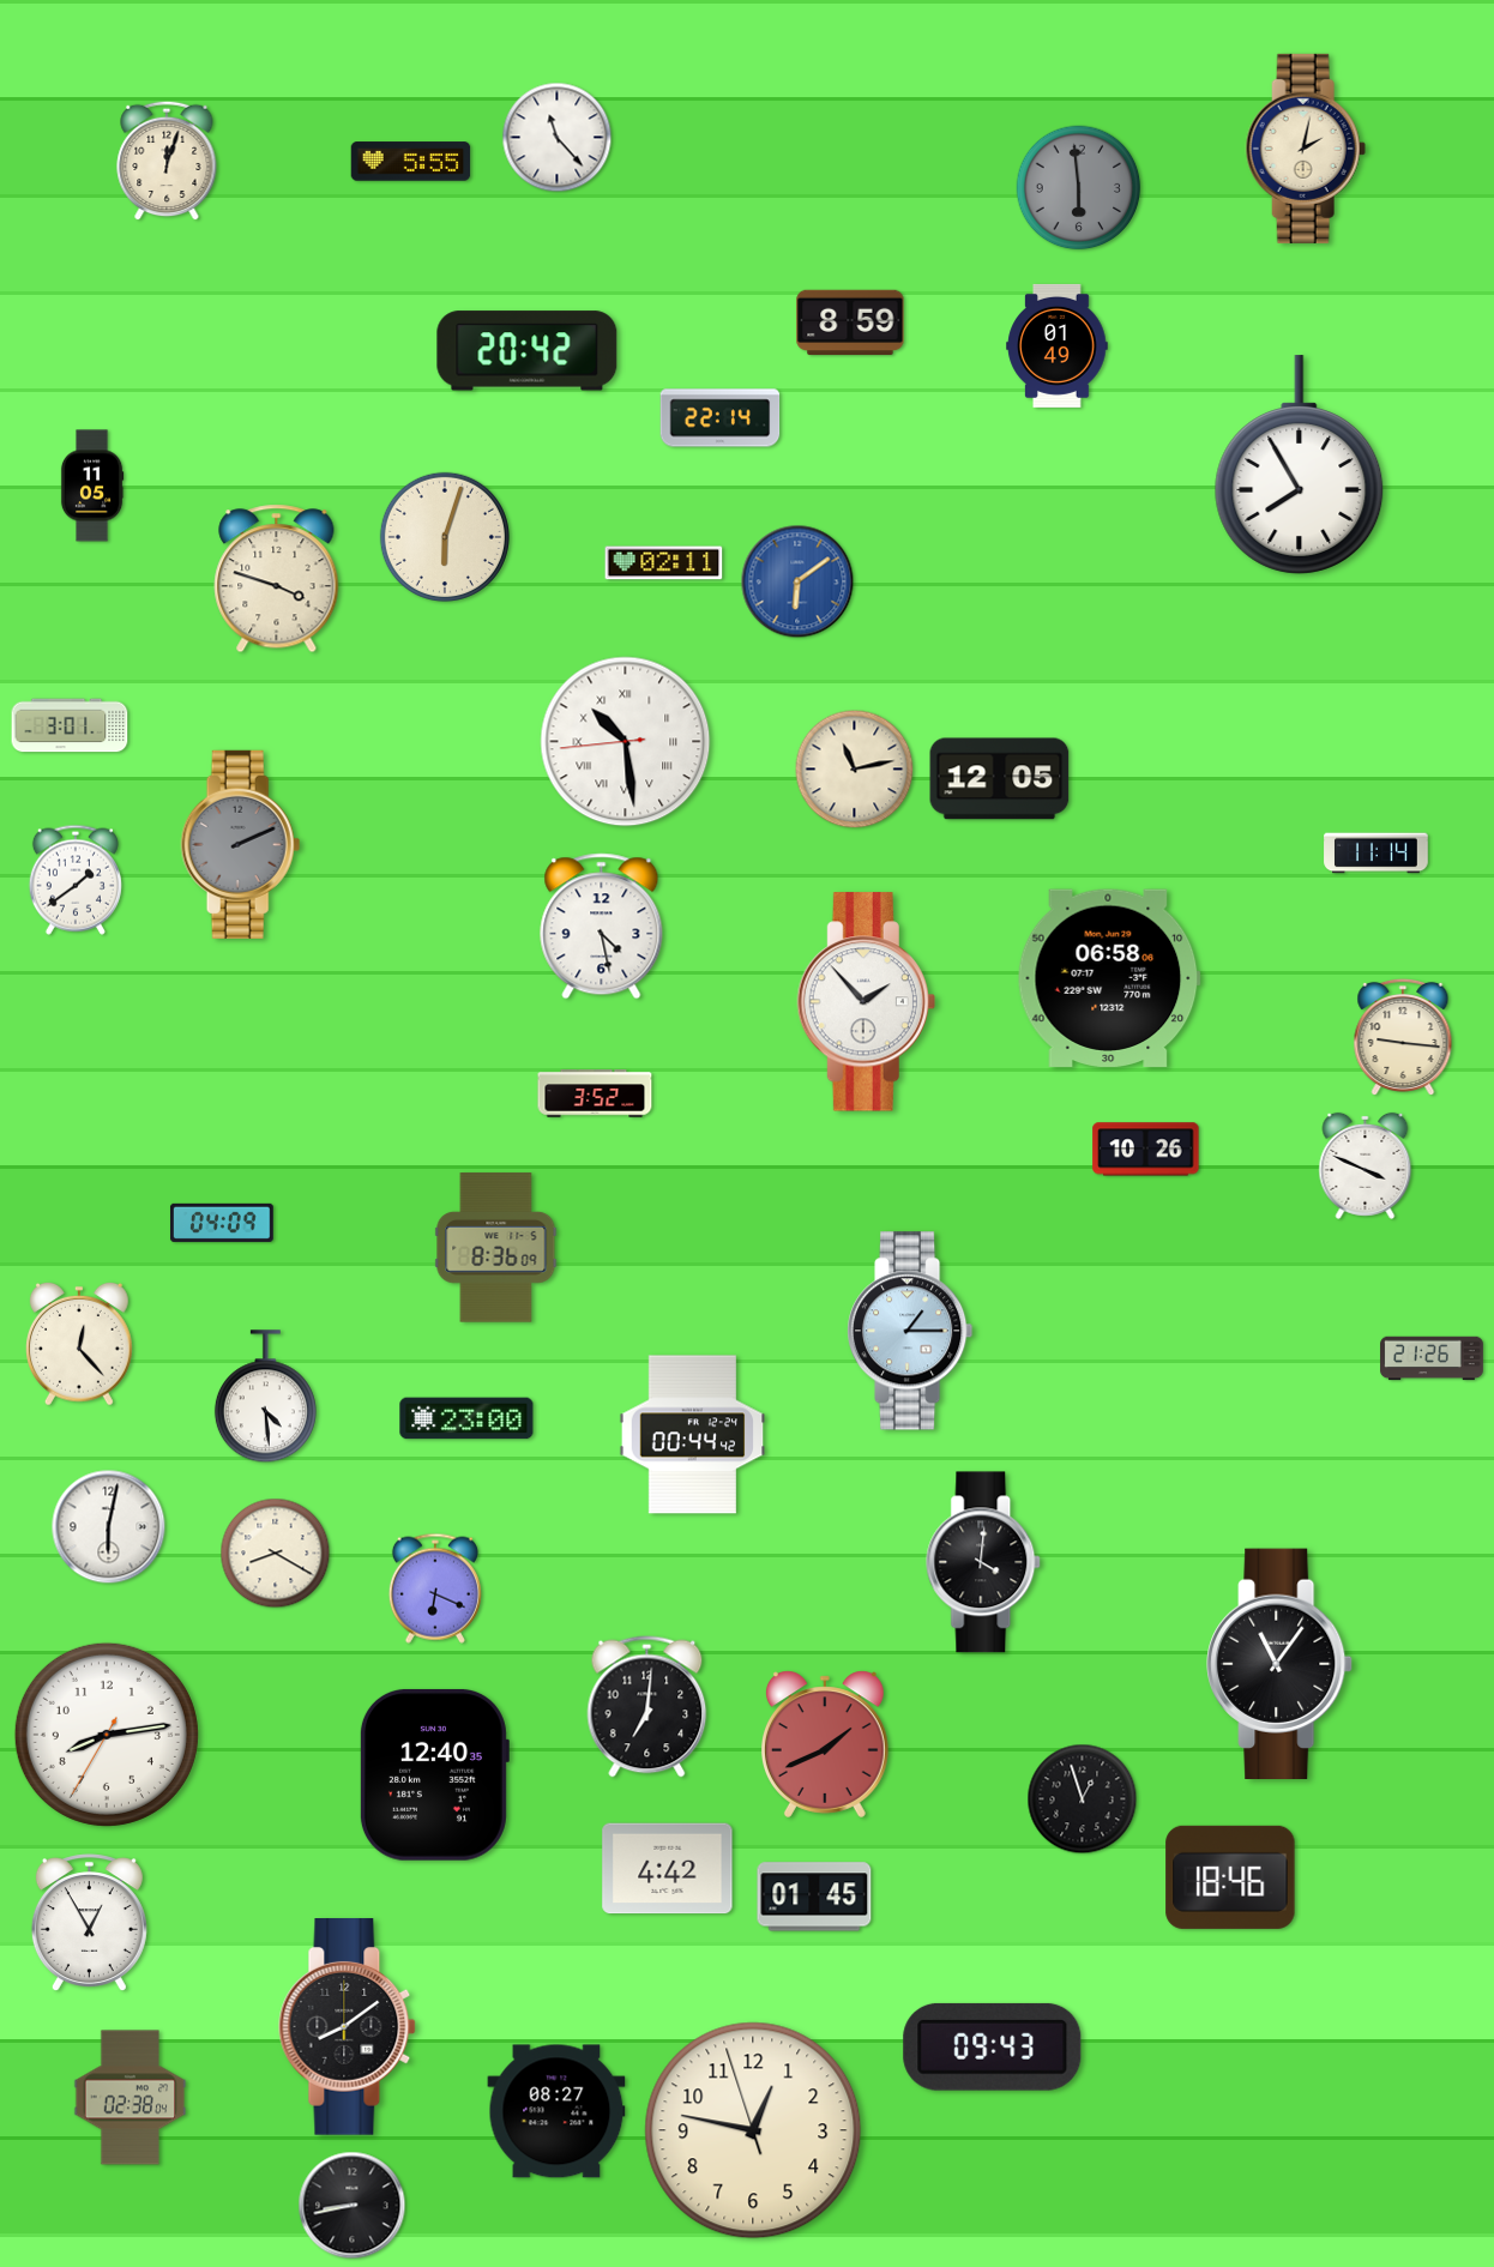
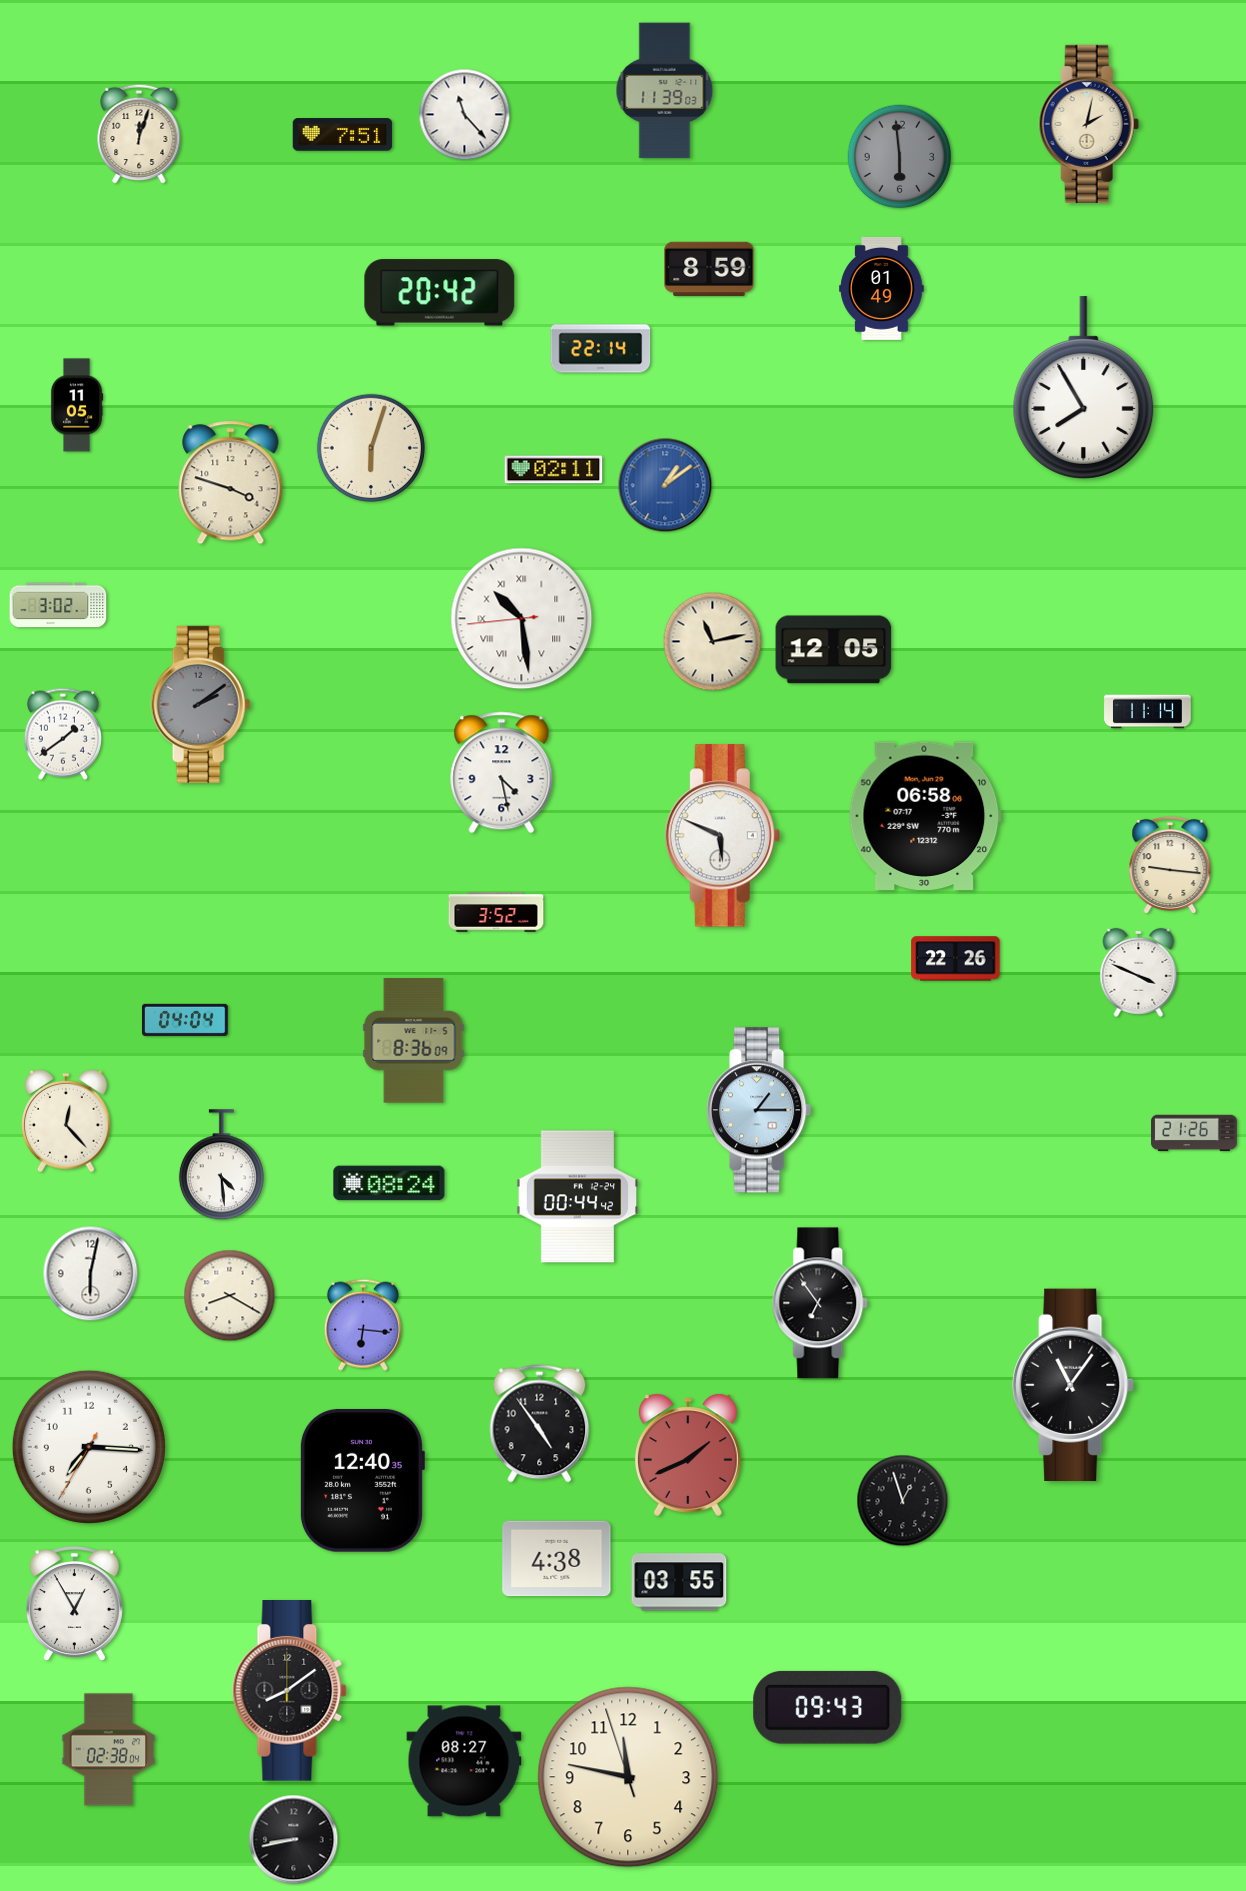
clock at (665, 91): none -> 11:39
clock at (411, 162): 5:55 -> 7:51
clock at (797, 581): 6:09 -> 1:09
clock at (70, 725): 3:01 -> 3:02
clock at (241, 844): 2:11 -> 2:09
clock at (866, 1002): 1:53 -> 5:49
clock at (1146, 1150): 10:26 -> 22:26
clock at (222, 1223): 04:09 -> 04:04
clock at (466, 1418): 23:00 -> 08:24
clock at (984, 1562): 4:01 -> 6:54
clock at (435, 1588): 6:19 -> 6:16
clock at (1279, 1663) position: (1279, 1663) -> (1073, 1384)
clock at (647, 1707): 7:01 -> 4:54
clock at (107, 1735): 8:13 -> 7:15
clock at (668, 1869): 4:42 -> 4:38
clock at (1230, 1877): 18:46 -> none
clock at (814, 1897): 01:45 -> 03:55
clock at (753, 2130): 12:46 -> 11:46
